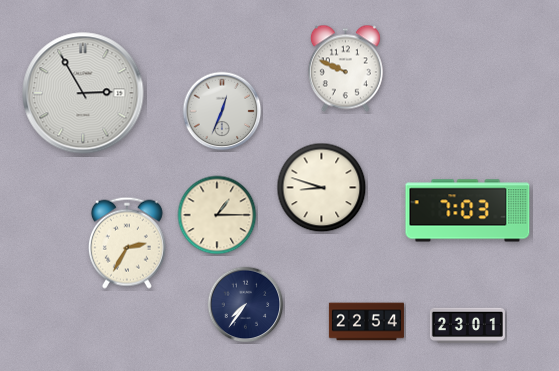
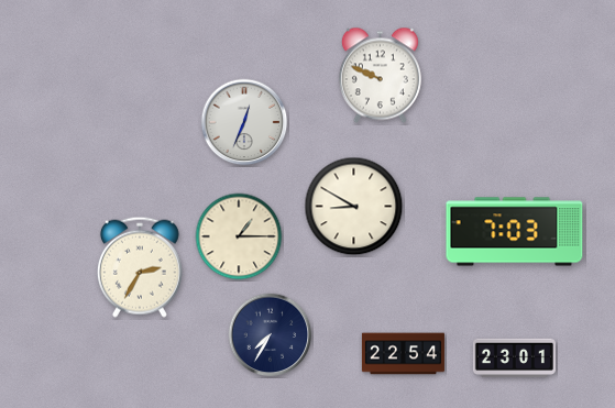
clock at (83, 93): 2:55 -> none
clock at (322, 188): 8:48 -> 8:50
clock at (246, 305): 7:36 -> 7:35
